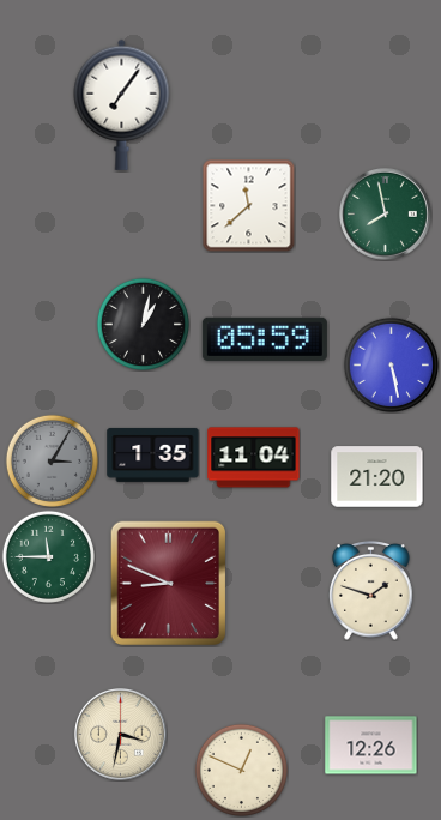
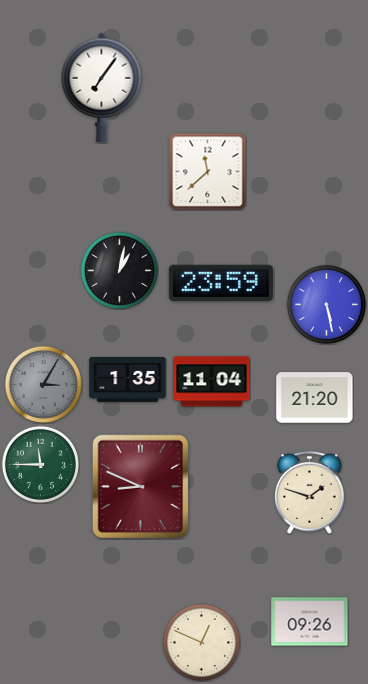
clock at (386, 215): 7:58 -> none
clock at (265, 339): 05:59 -> 23:59
clock at (121, 735): 3:32 -> none
clock at (371, 746): 12:26 -> 09:26
